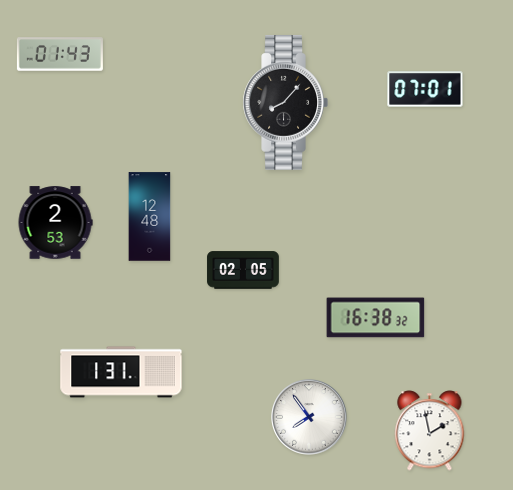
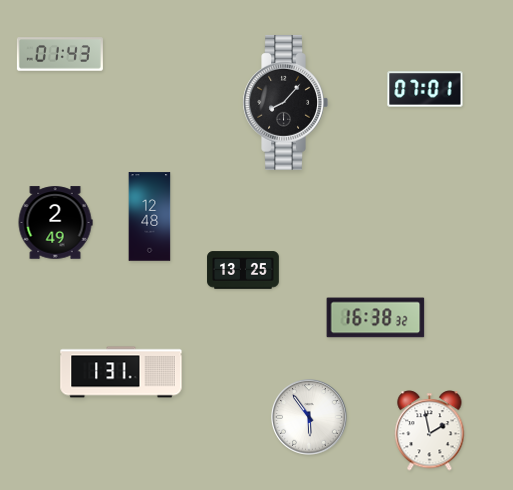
clock at (55, 223): 2:53 -> 2:49
clock at (243, 270): 02:05 -> 13:25
clock at (309, 417): 7:54 -> 5:54
